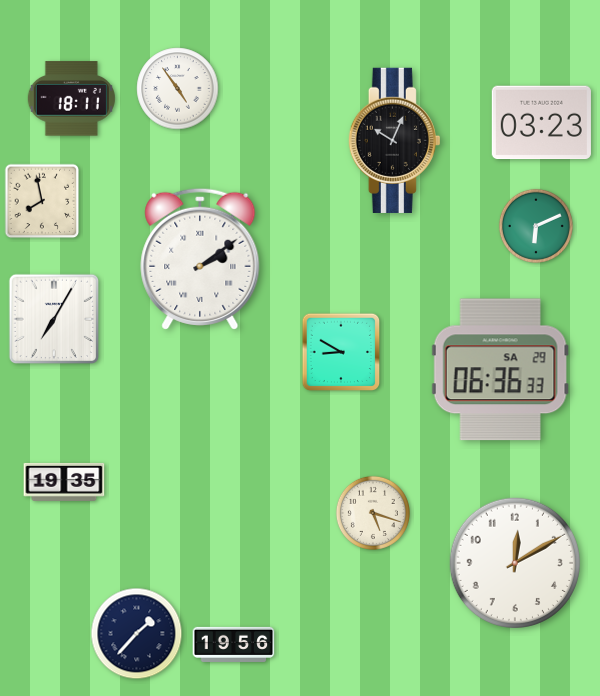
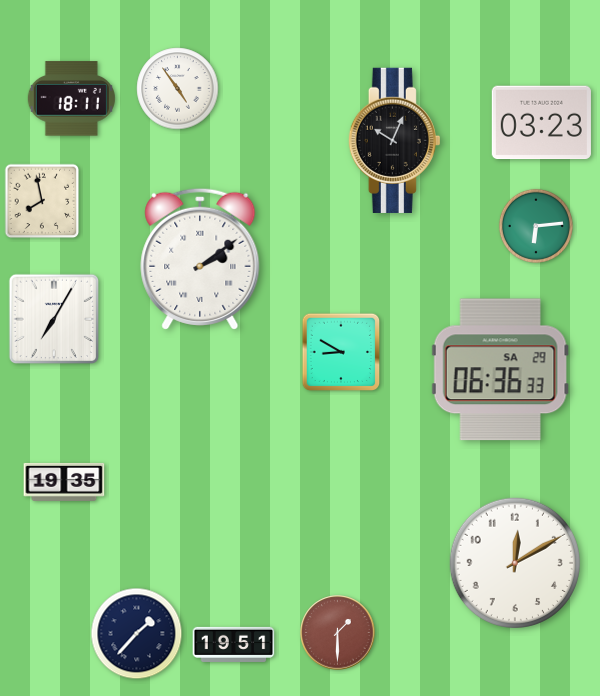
clock at (536, 226): 6:11 -> 6:14
clock at (373, 513): 5:18 -> none
clock at (338, 633): none -> 1:30
clock at (234, 644): 19:56 -> 19:51
